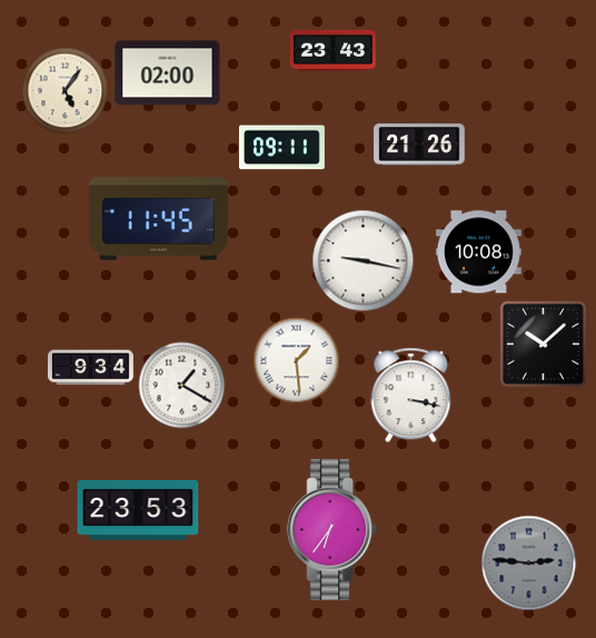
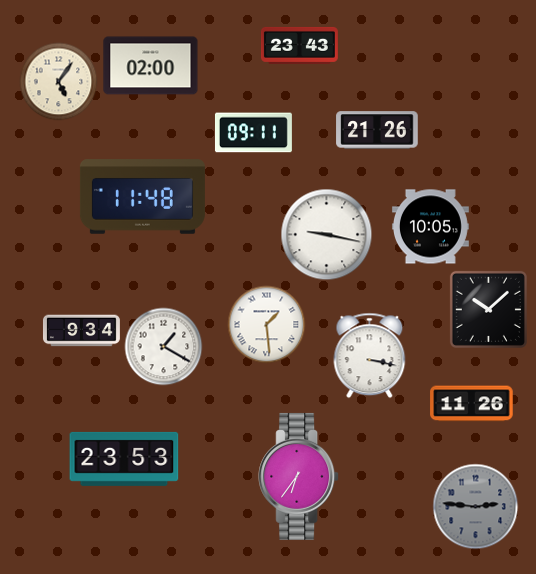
clock at (158, 219): 11:45 -> 11:48
clock at (478, 252): 10:08 -> 10:05
clock at (472, 404): none -> 11:26
